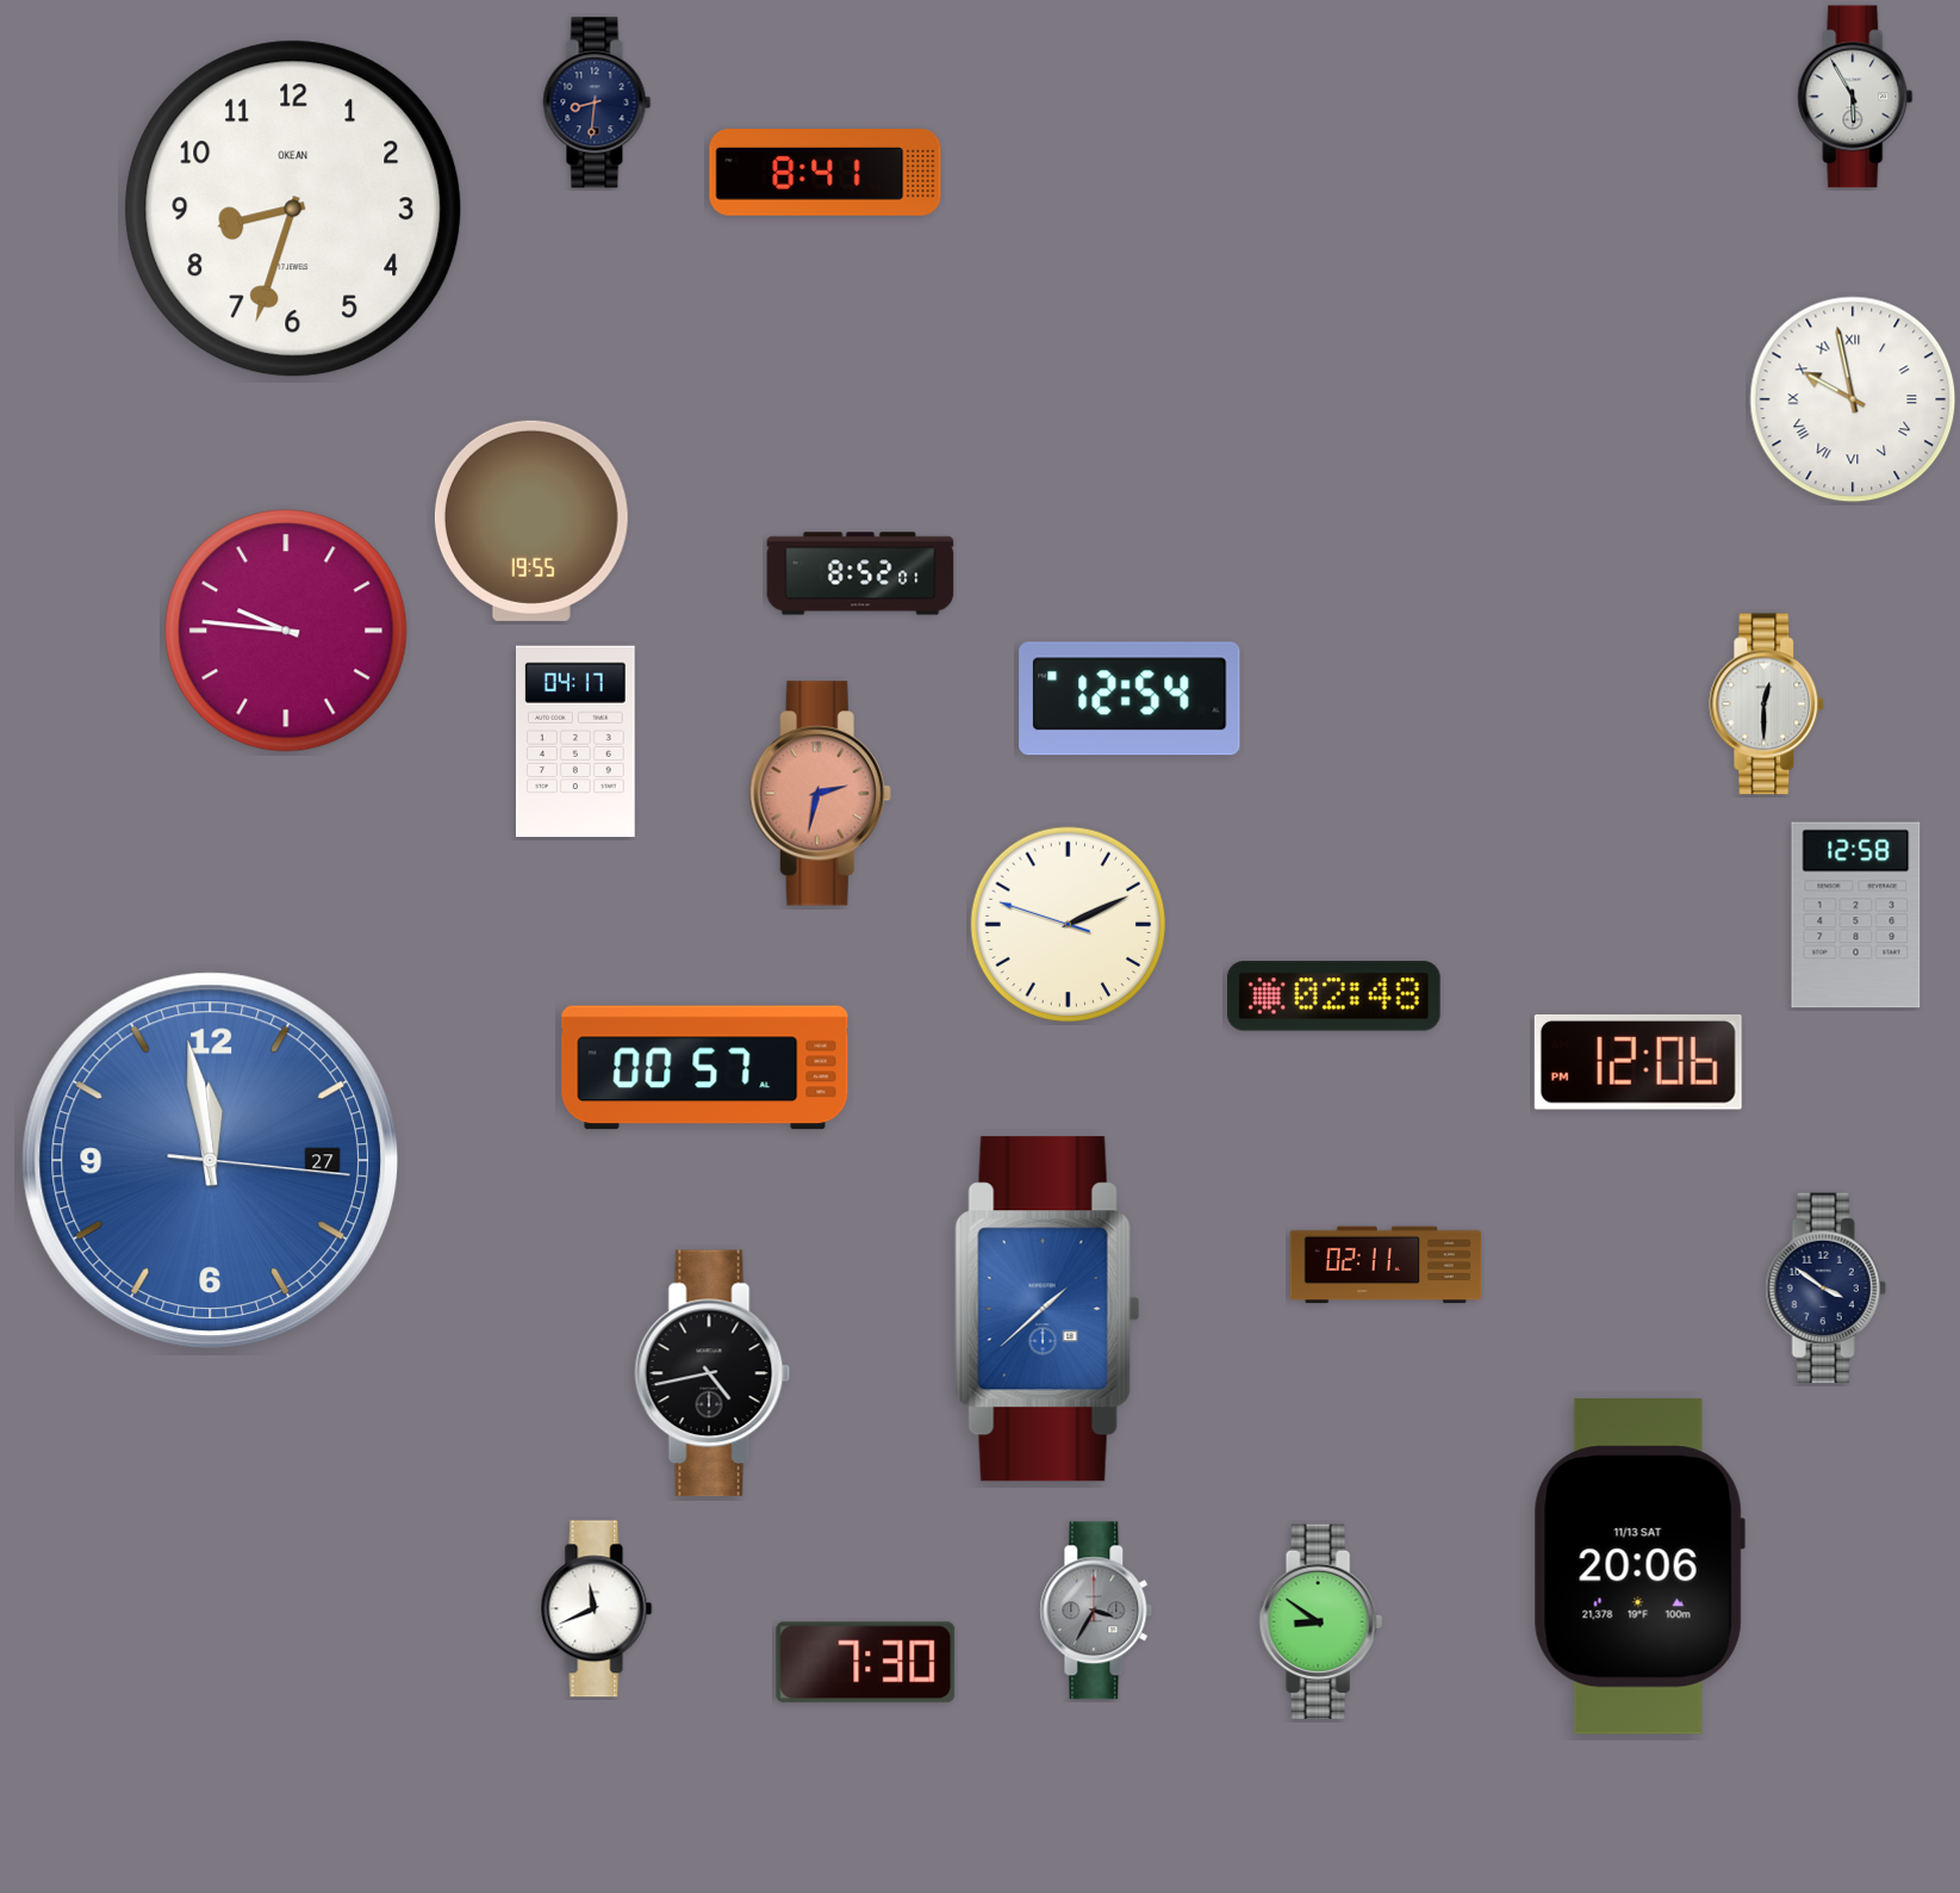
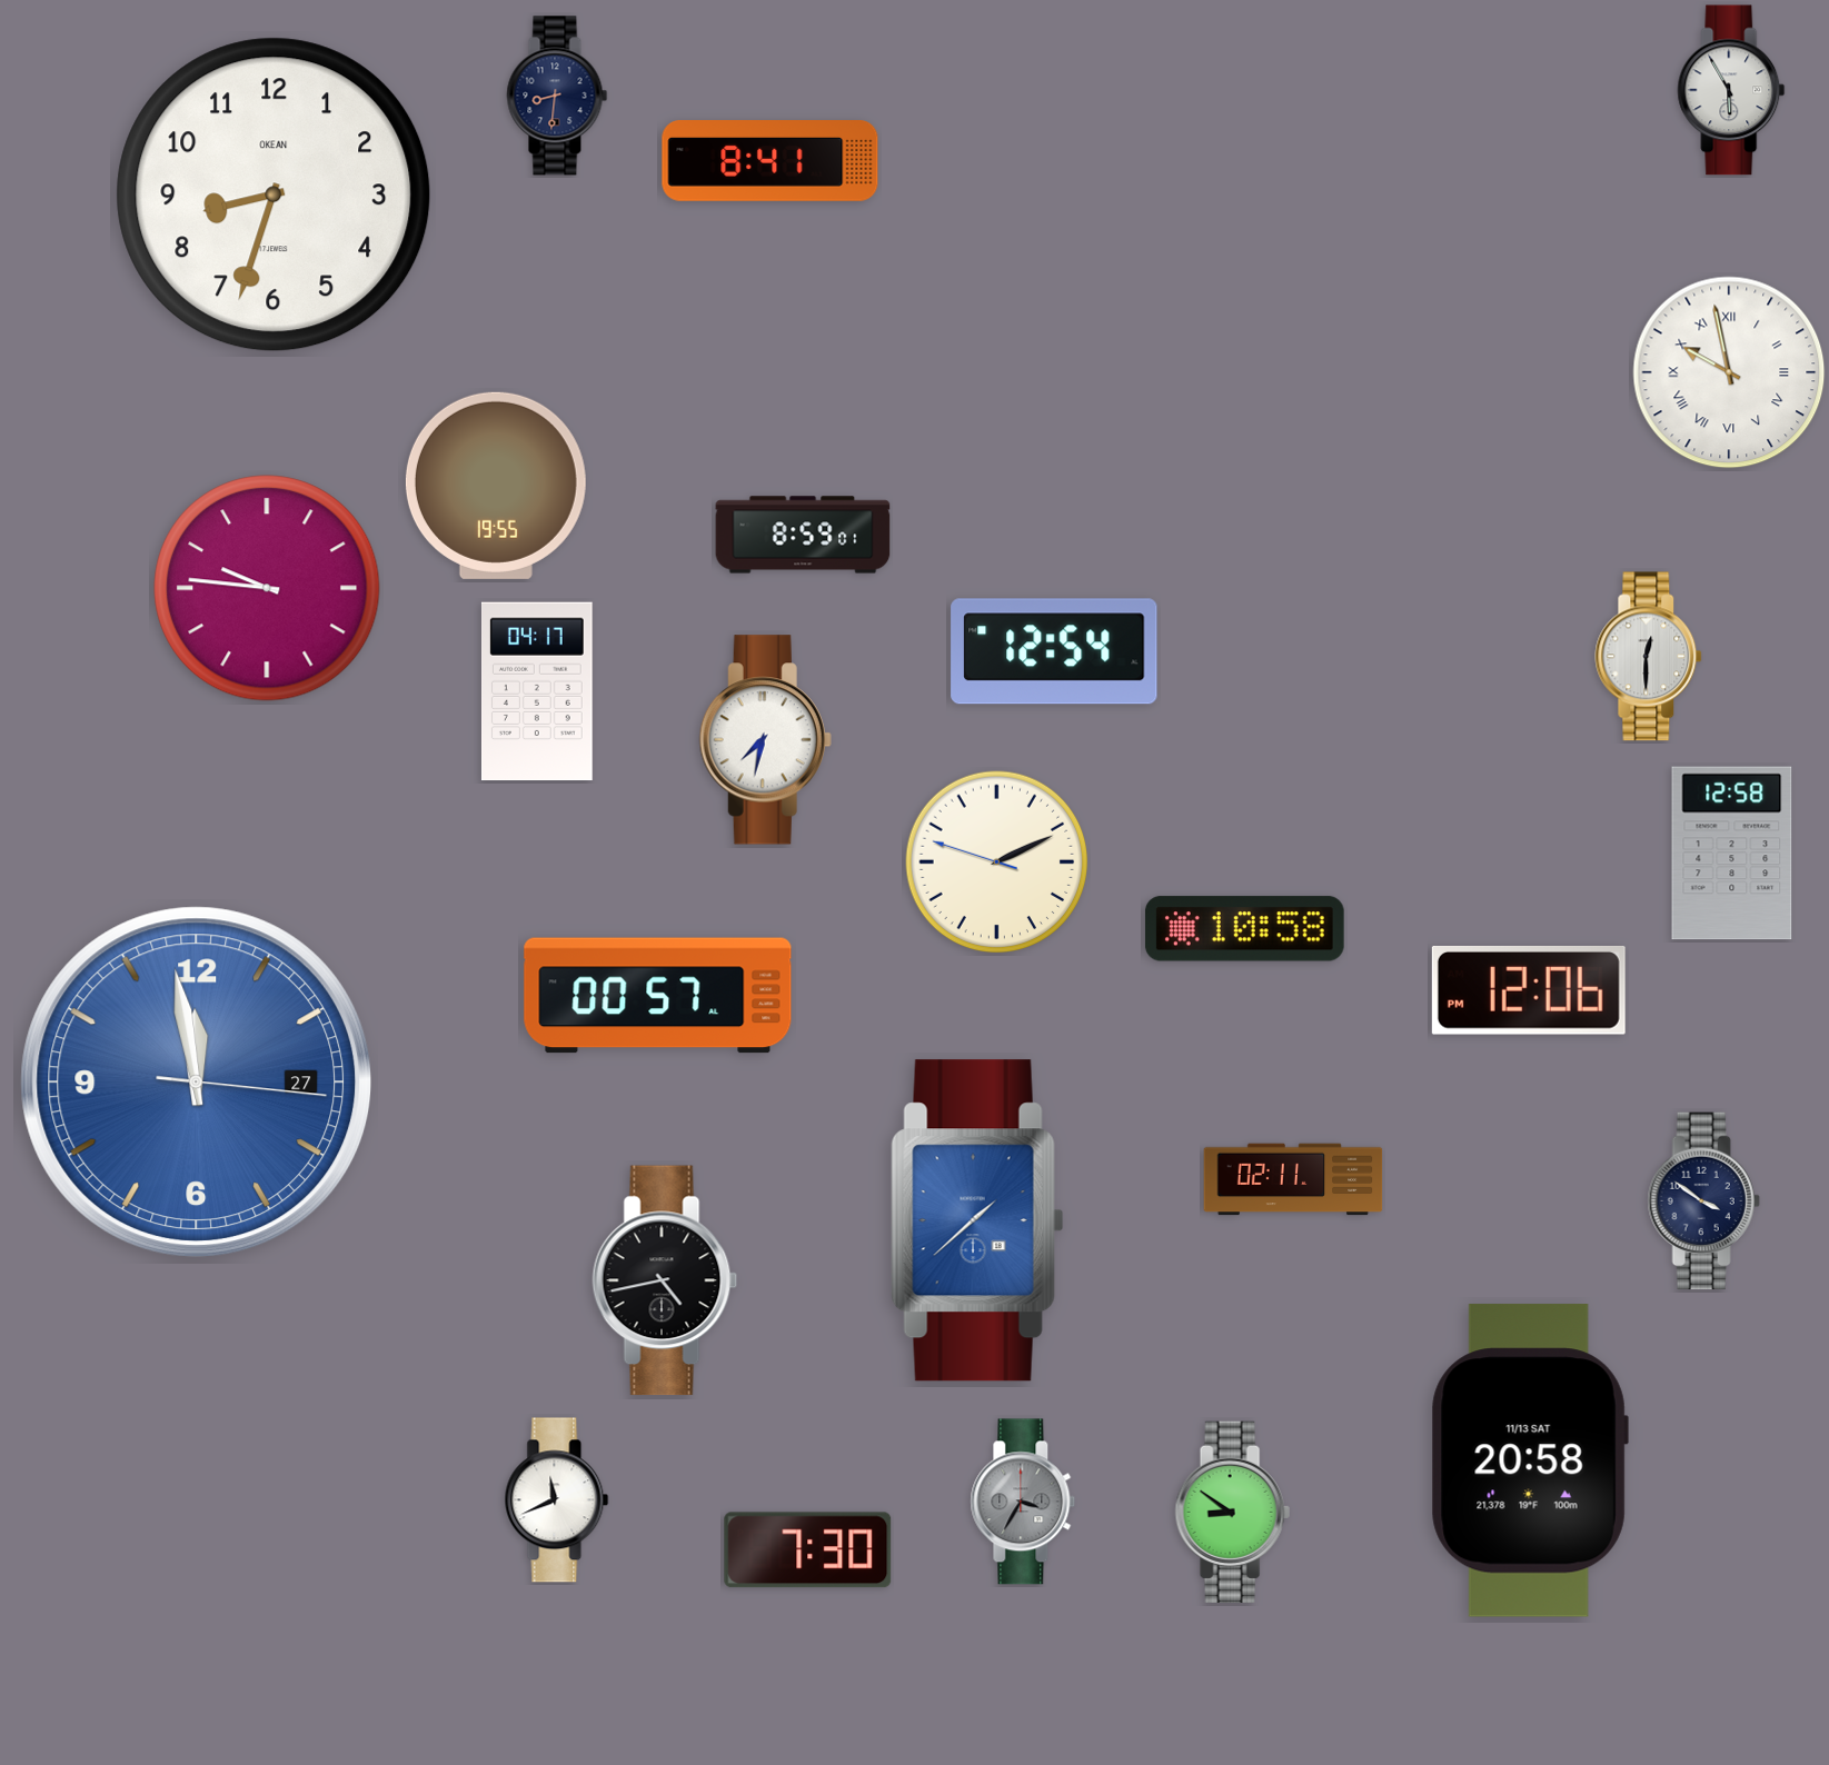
clock at (860, 573): 8:52 -> 8:59
clock at (820, 794): 2:32 -> 7:32
clock at (820, 794) dial: salmon -> white
clock at (1333, 997): 02:48 -> 10:58
clock at (1639, 1566): 20:06 -> 20:58
